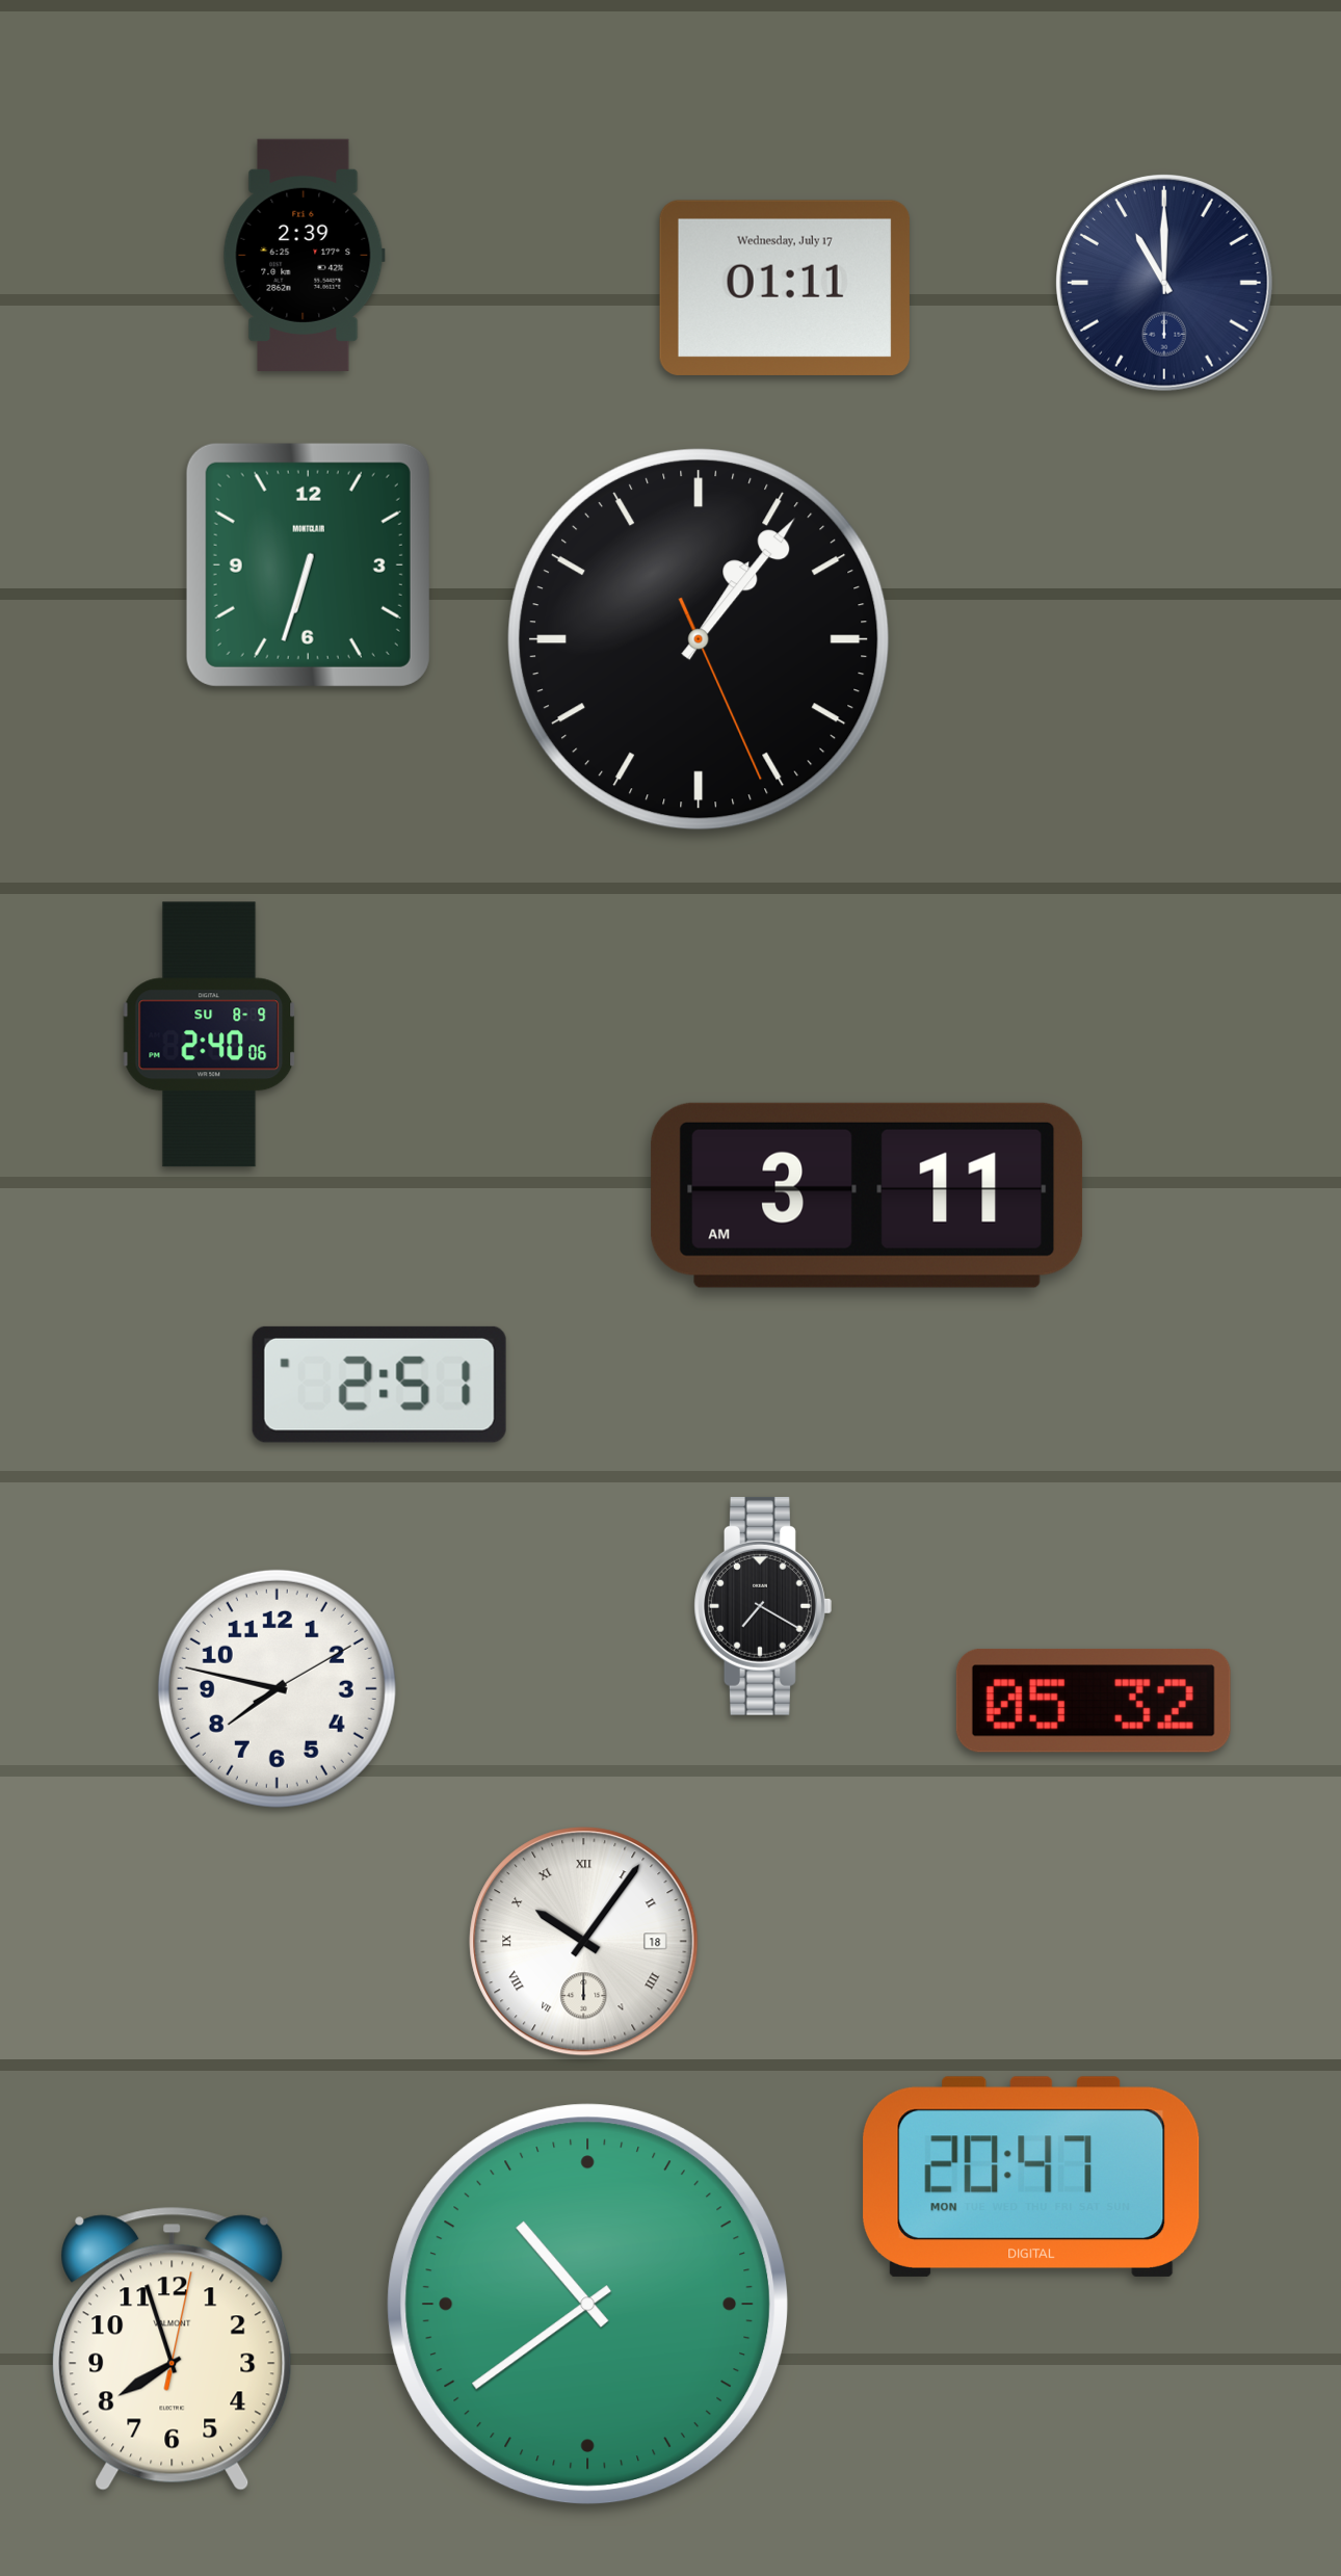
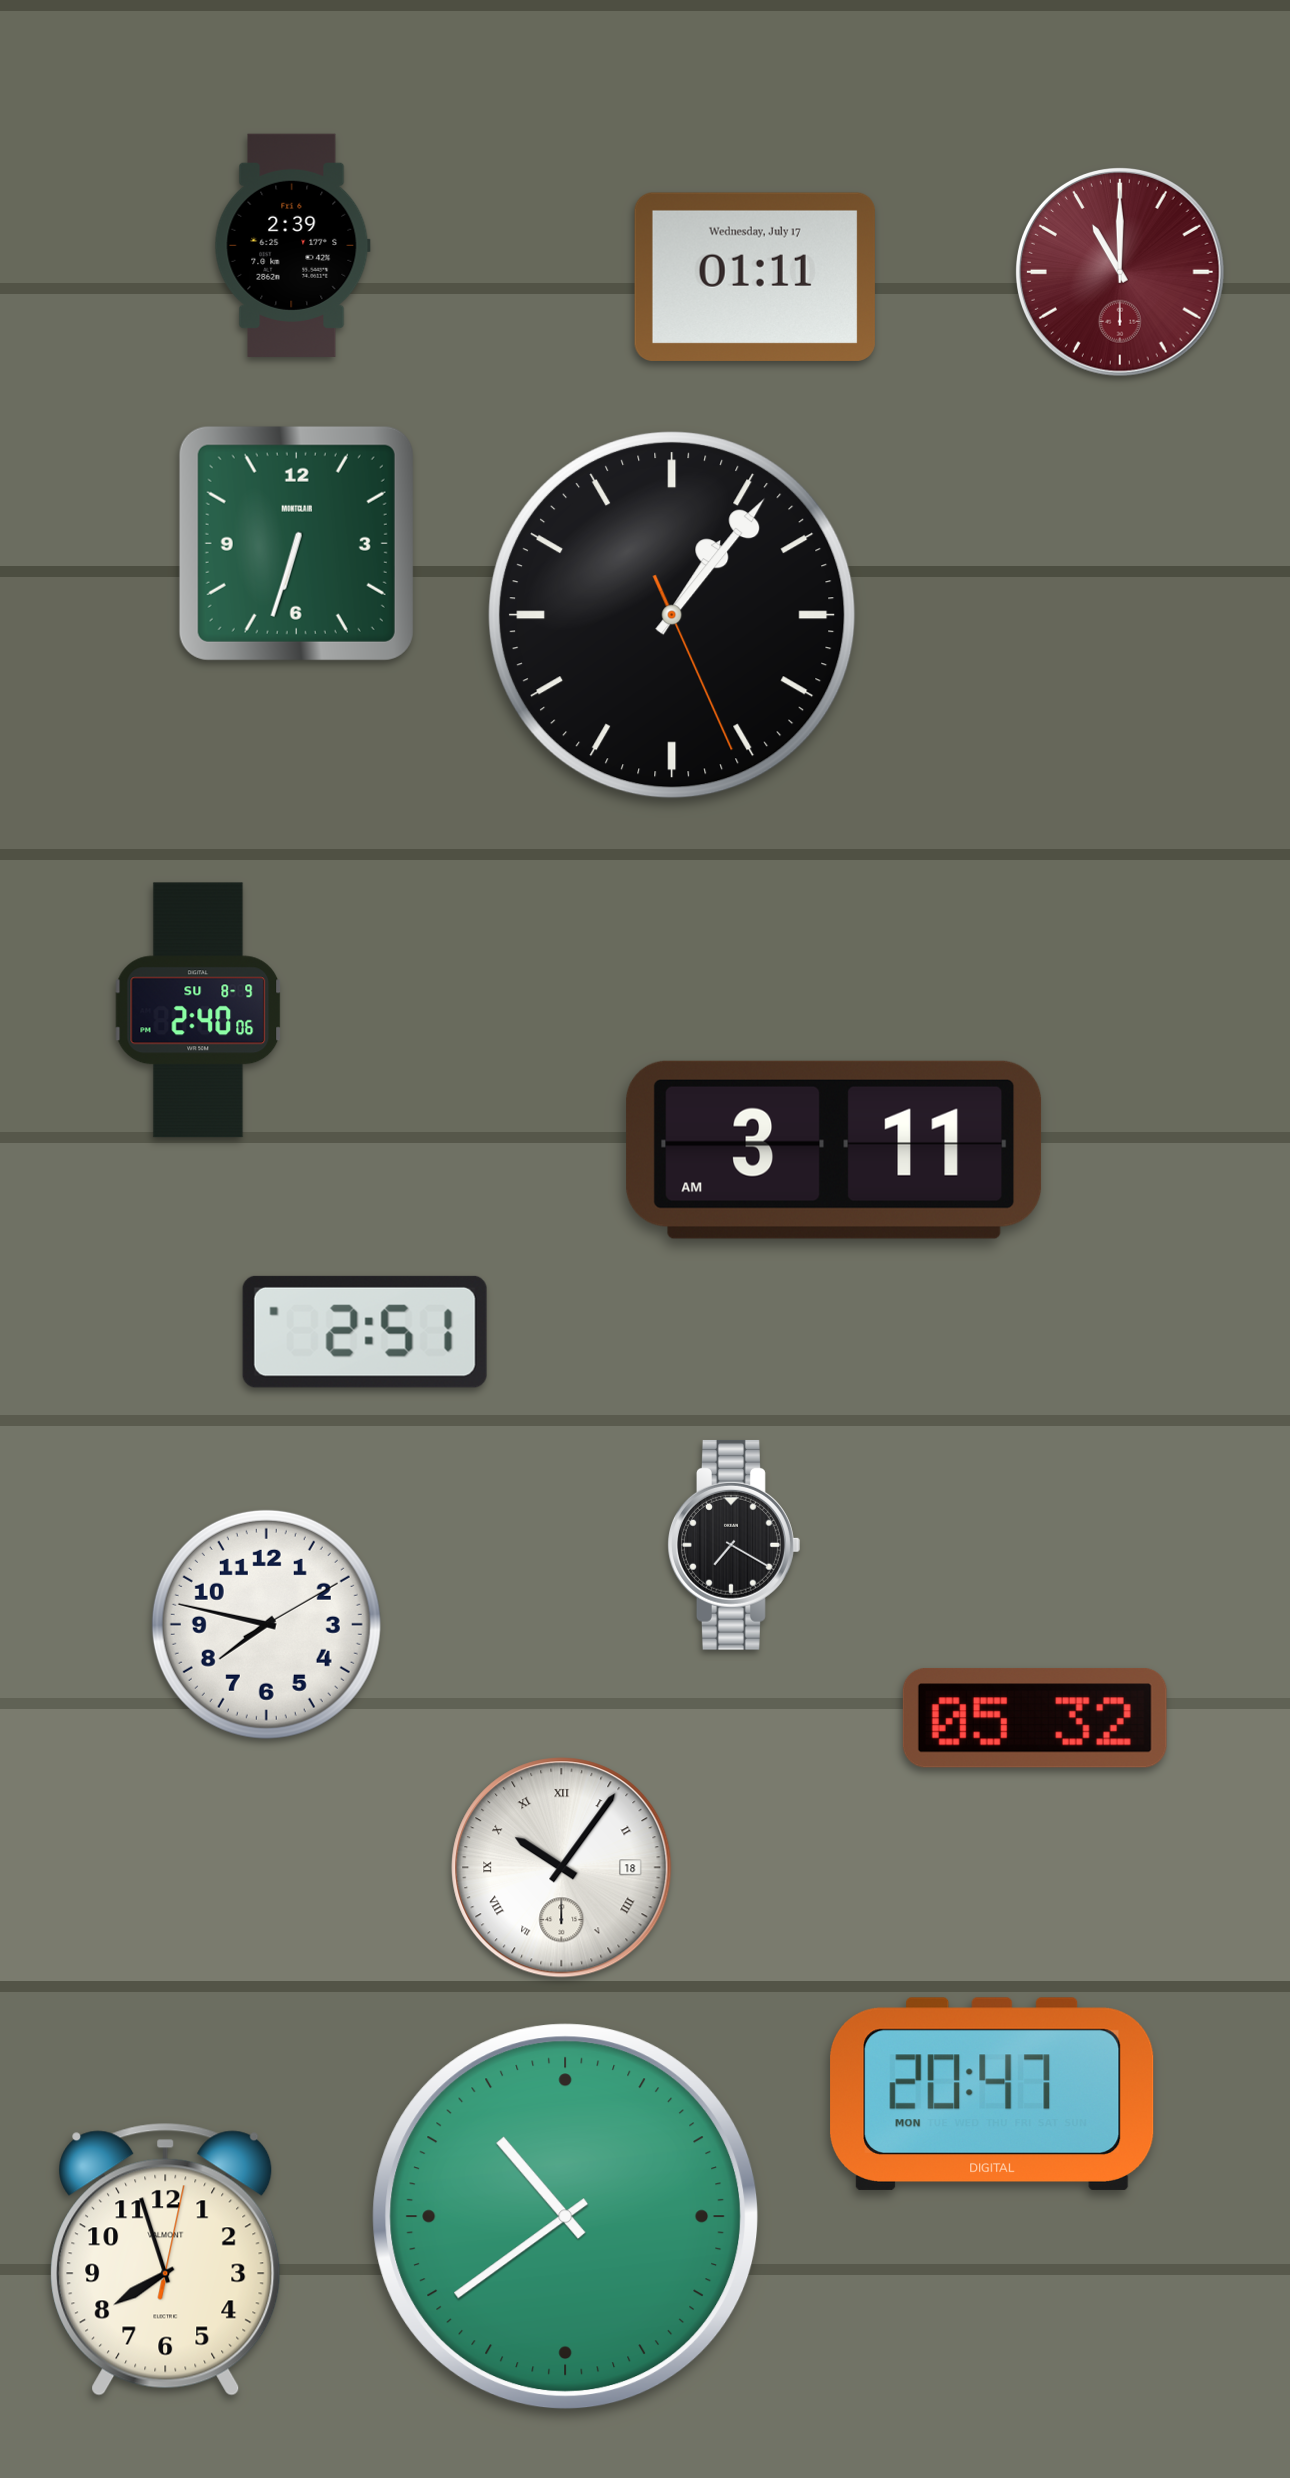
clock at (1165, 284) dial: navy -> burgundy
clock at (209, 1034) position: (209, 1034) -> (198, 1010)
clock at (1094, 1701) position: (1094, 1701) -> (1035, 1718)
